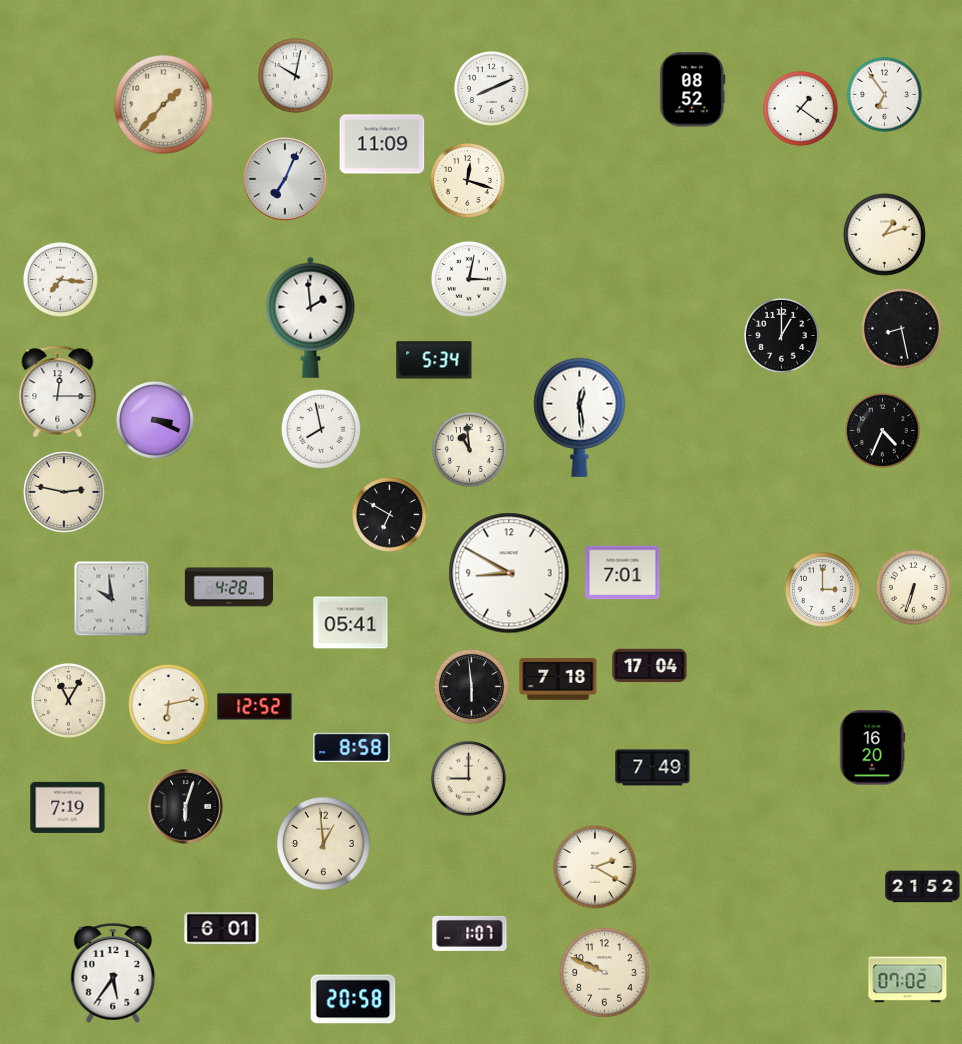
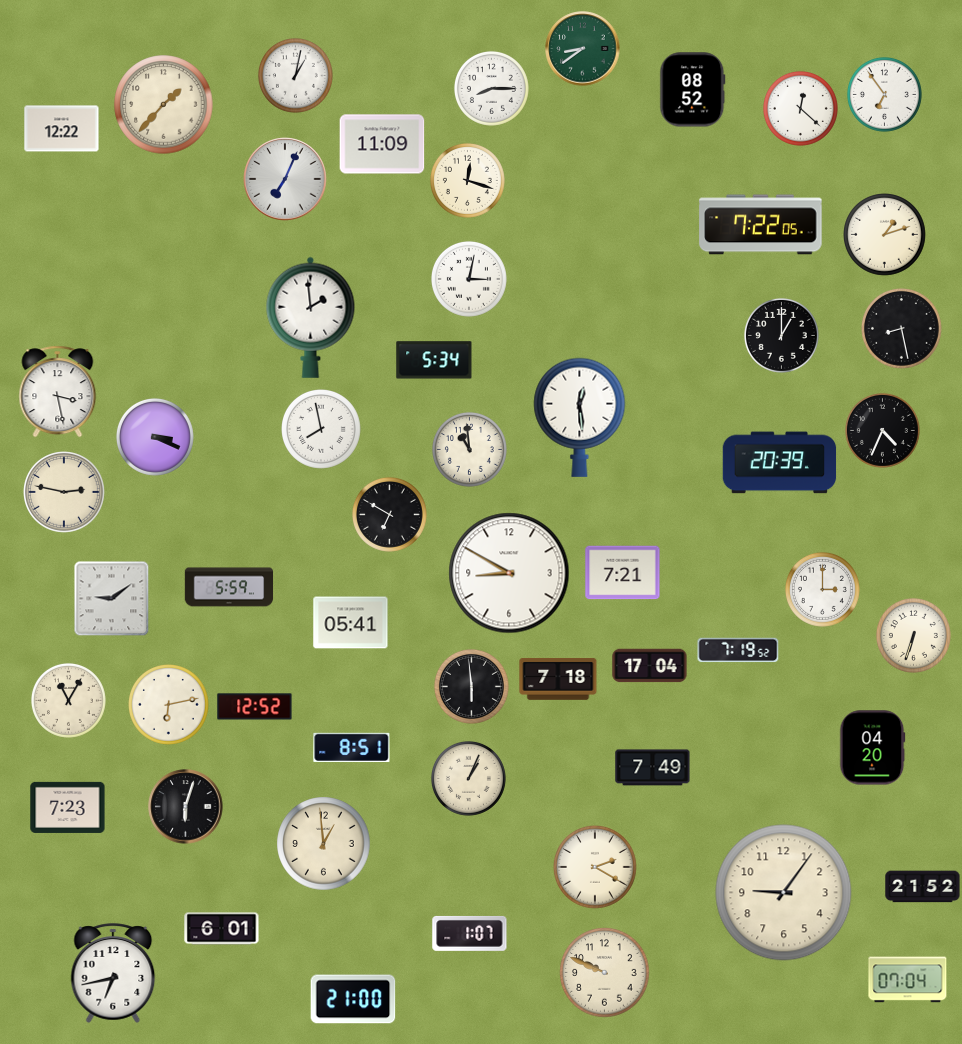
clock at (583, 49): none -> 8:39
clock at (295, 75): 10:02 -> 1:02
clock at (491, 88): 8:11 -> 8:15
clock at (800, 108): 1:21 -> 12:22
clock at (62, 129): none -> 12:22
clock at (761, 225): none -> 7:22
clock at (60, 279): 7:16 -> none
clock at (58, 392): 12:15 -> 3:28
clock at (155, 420) position: (155, 420) -> (155, 437)
clock at (780, 463): none -> 20:39
clock at (623, 573): 7:01 -> 7:21
clock at (229, 587): 4:28 -> 5:59
clock at (913, 587) position: (913, 587) -> (913, 635)
clock at (112, 599): 9:59 -> 9:09
clock at (738, 650): none -> 7:19
clock at (352, 747): 8:58 -> 8:51
clock at (873, 748): 16:20 -> 04:20
clock at (468, 778): 9:00 -> 1:04
clock at (68, 807): 7:19 -> 7:23
clock at (784, 893): none -> 9:06
clock at (113, 973): 5:36 -> 6:43
clock at (908, 980): 07:02 -> 07:04
clock at (353, 999): 20:58 -> 21:00
